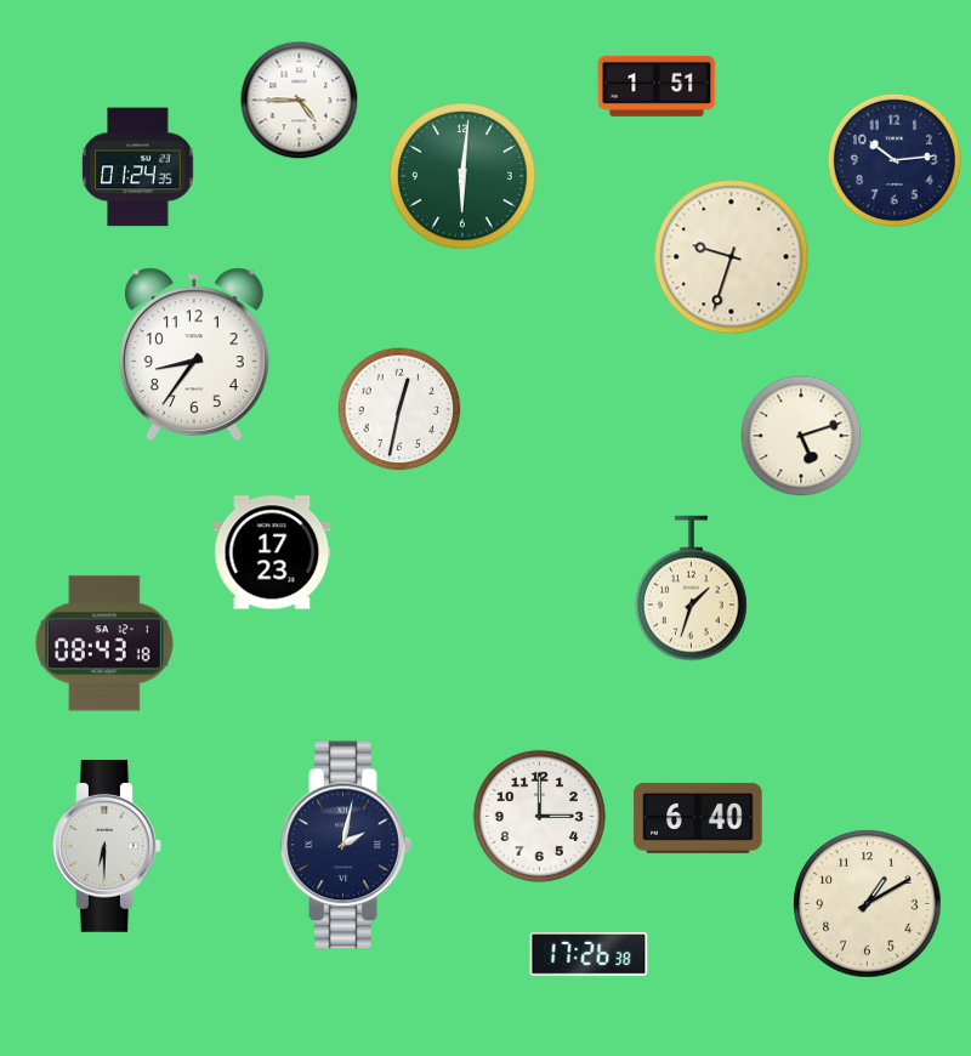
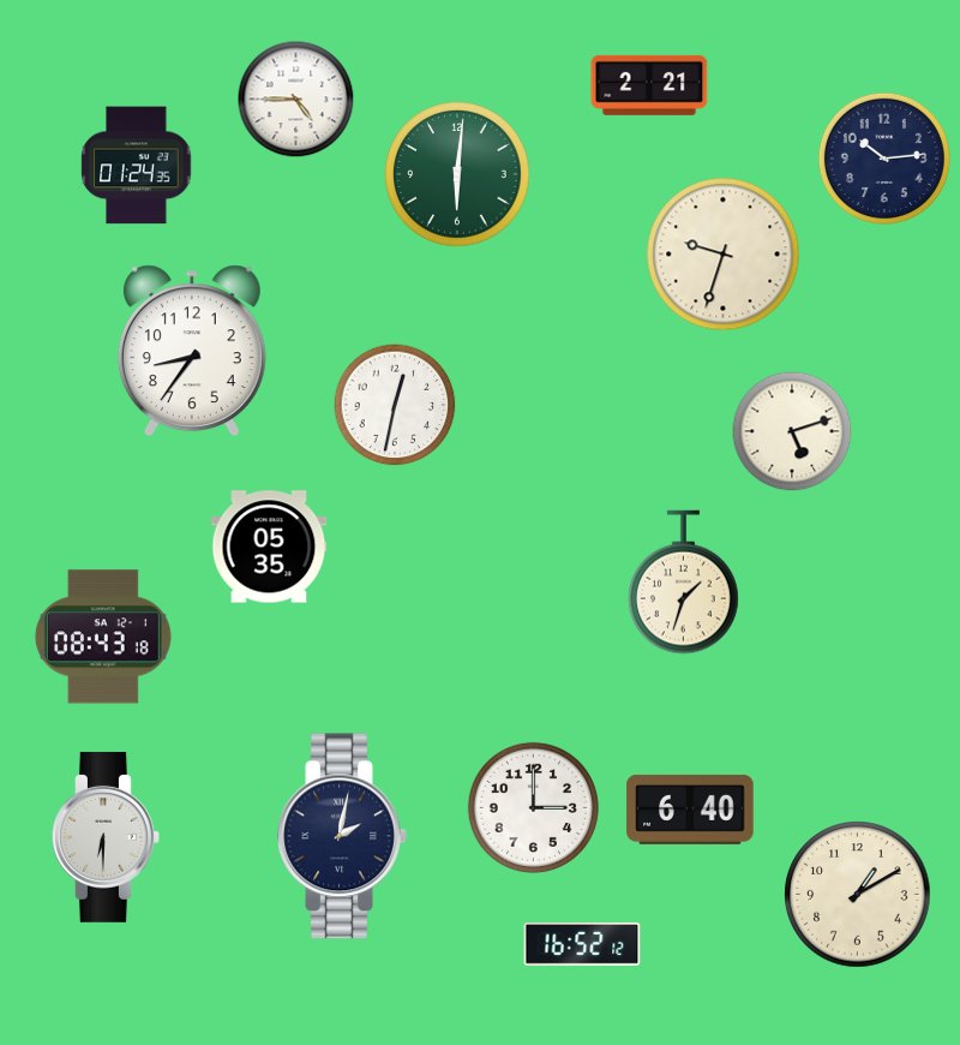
clock at (657, 86): 1:51 -> 2:21
clock at (272, 552): 17:23 -> 05:35
clock at (589, 955): 17:26 -> 16:52
